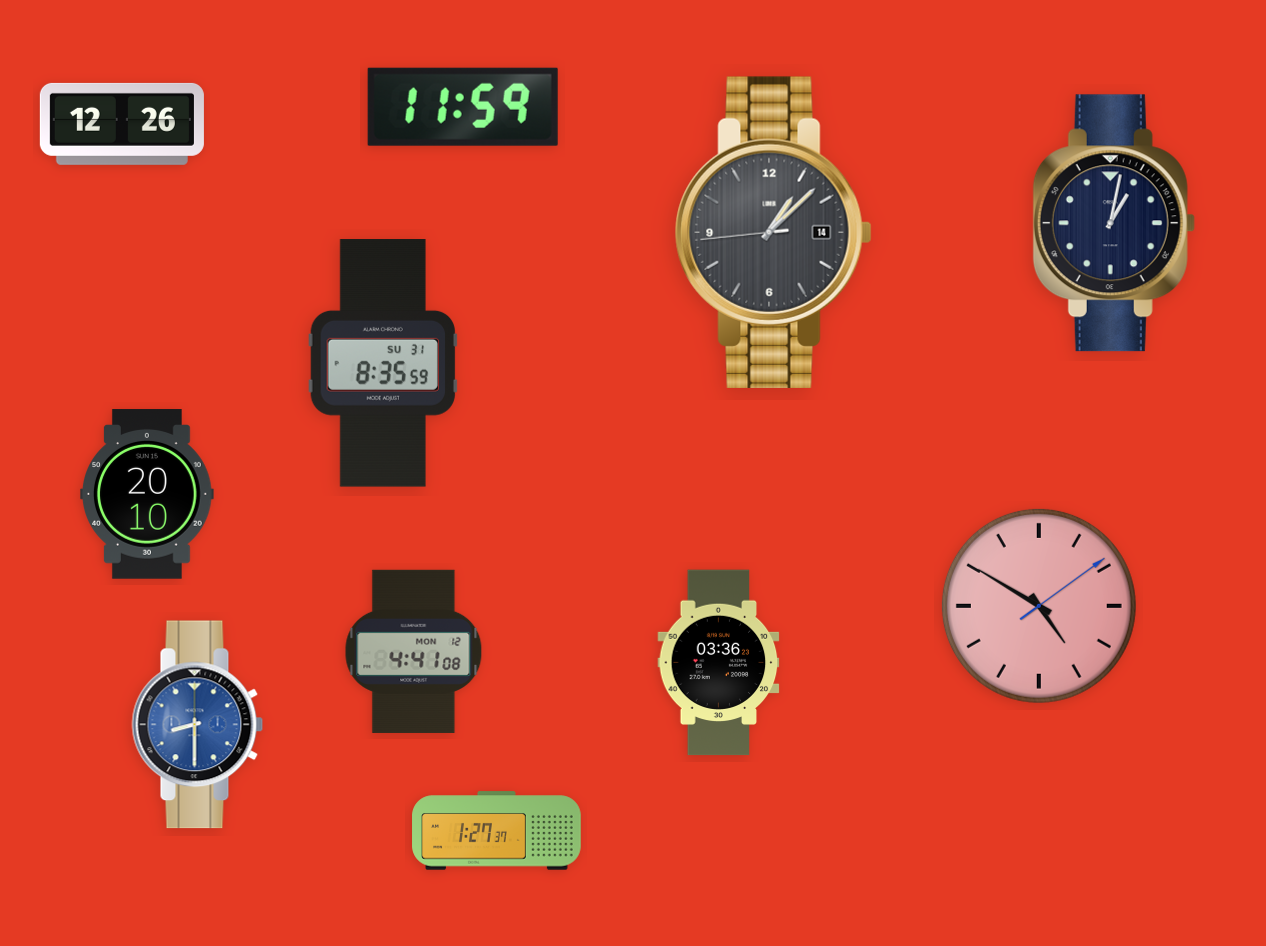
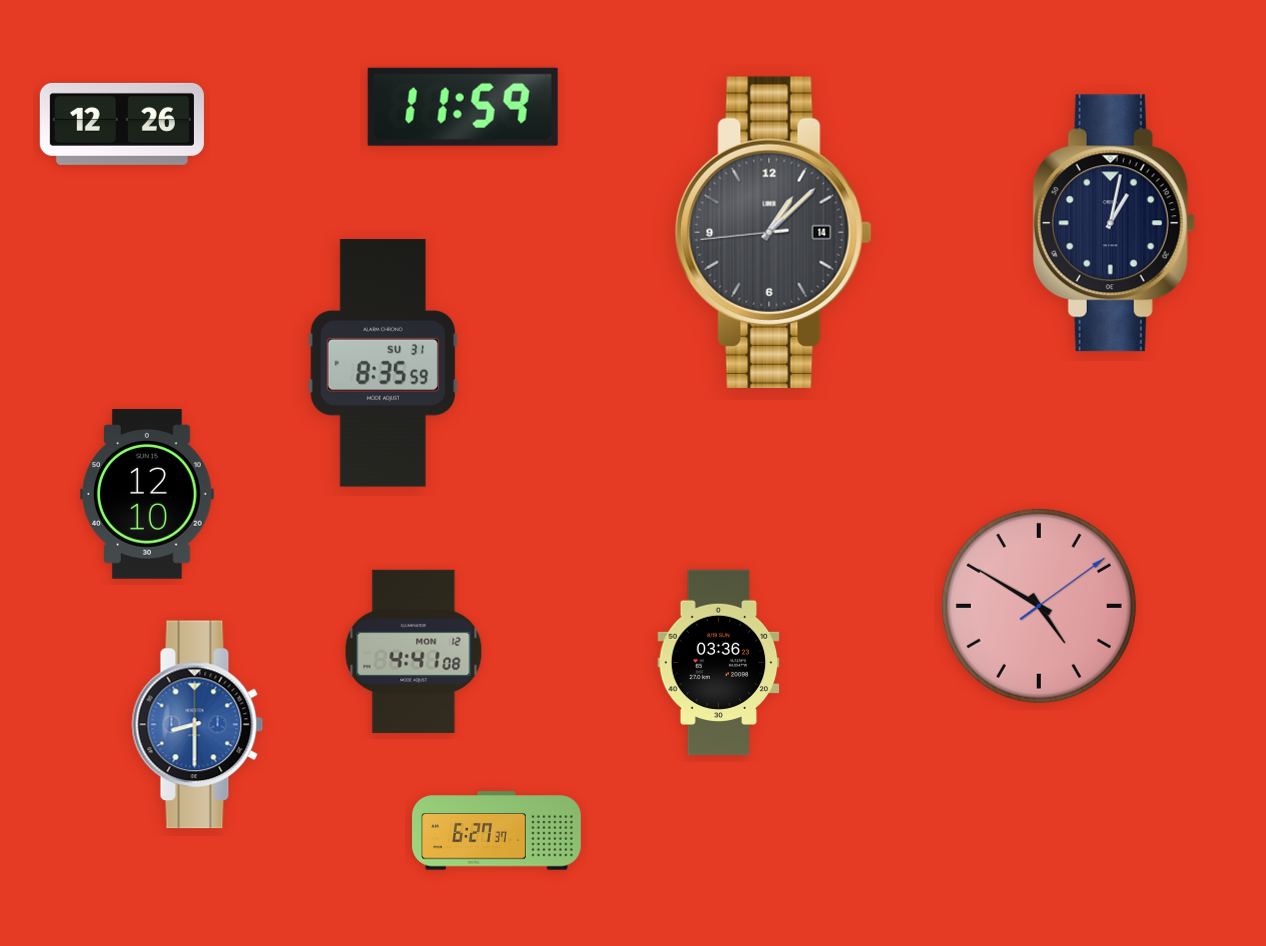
clock at (147, 494): 20:10 -> 12:10
clock at (497, 831): 1:27 -> 6:27
